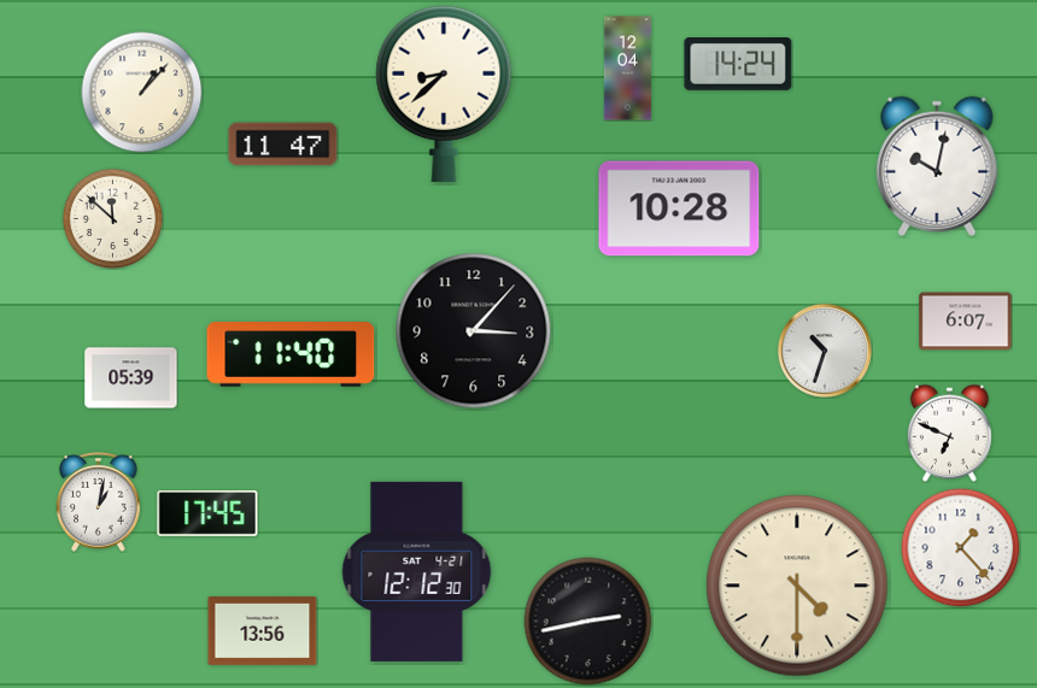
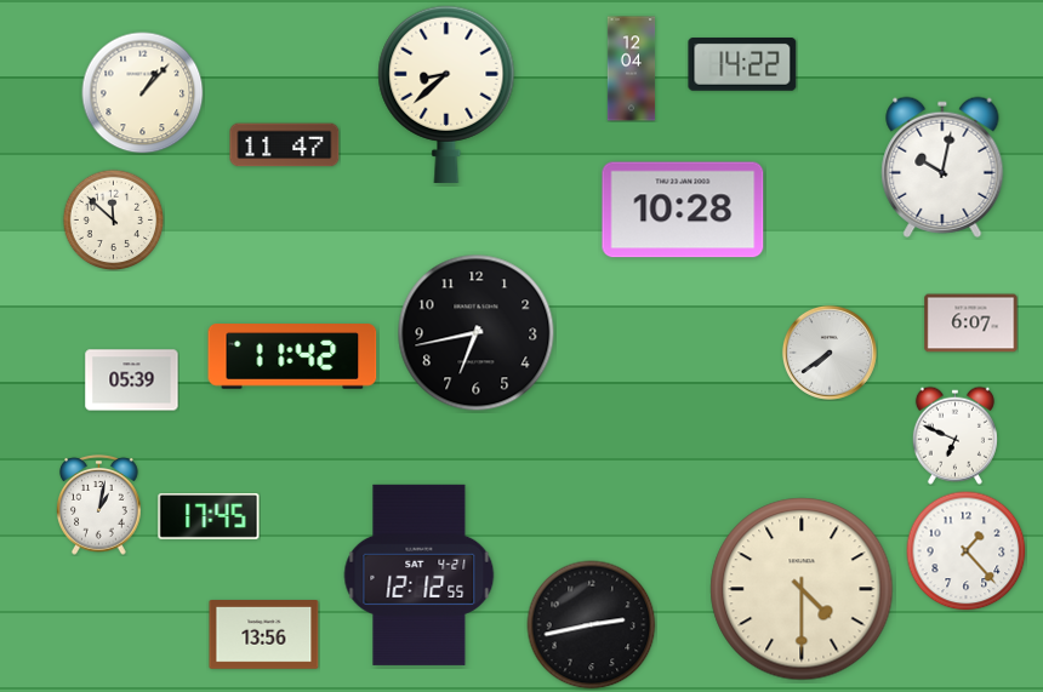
clock at (738, 65): 14:24 -> 14:22
clock at (474, 331): 3:07 -> 6:43
clock at (825, 351): 10:33 -> 7:39
clock at (291, 354): 11:40 -> 11:42
clock at (417, 571): 12:12:30 -> 12:12:55
